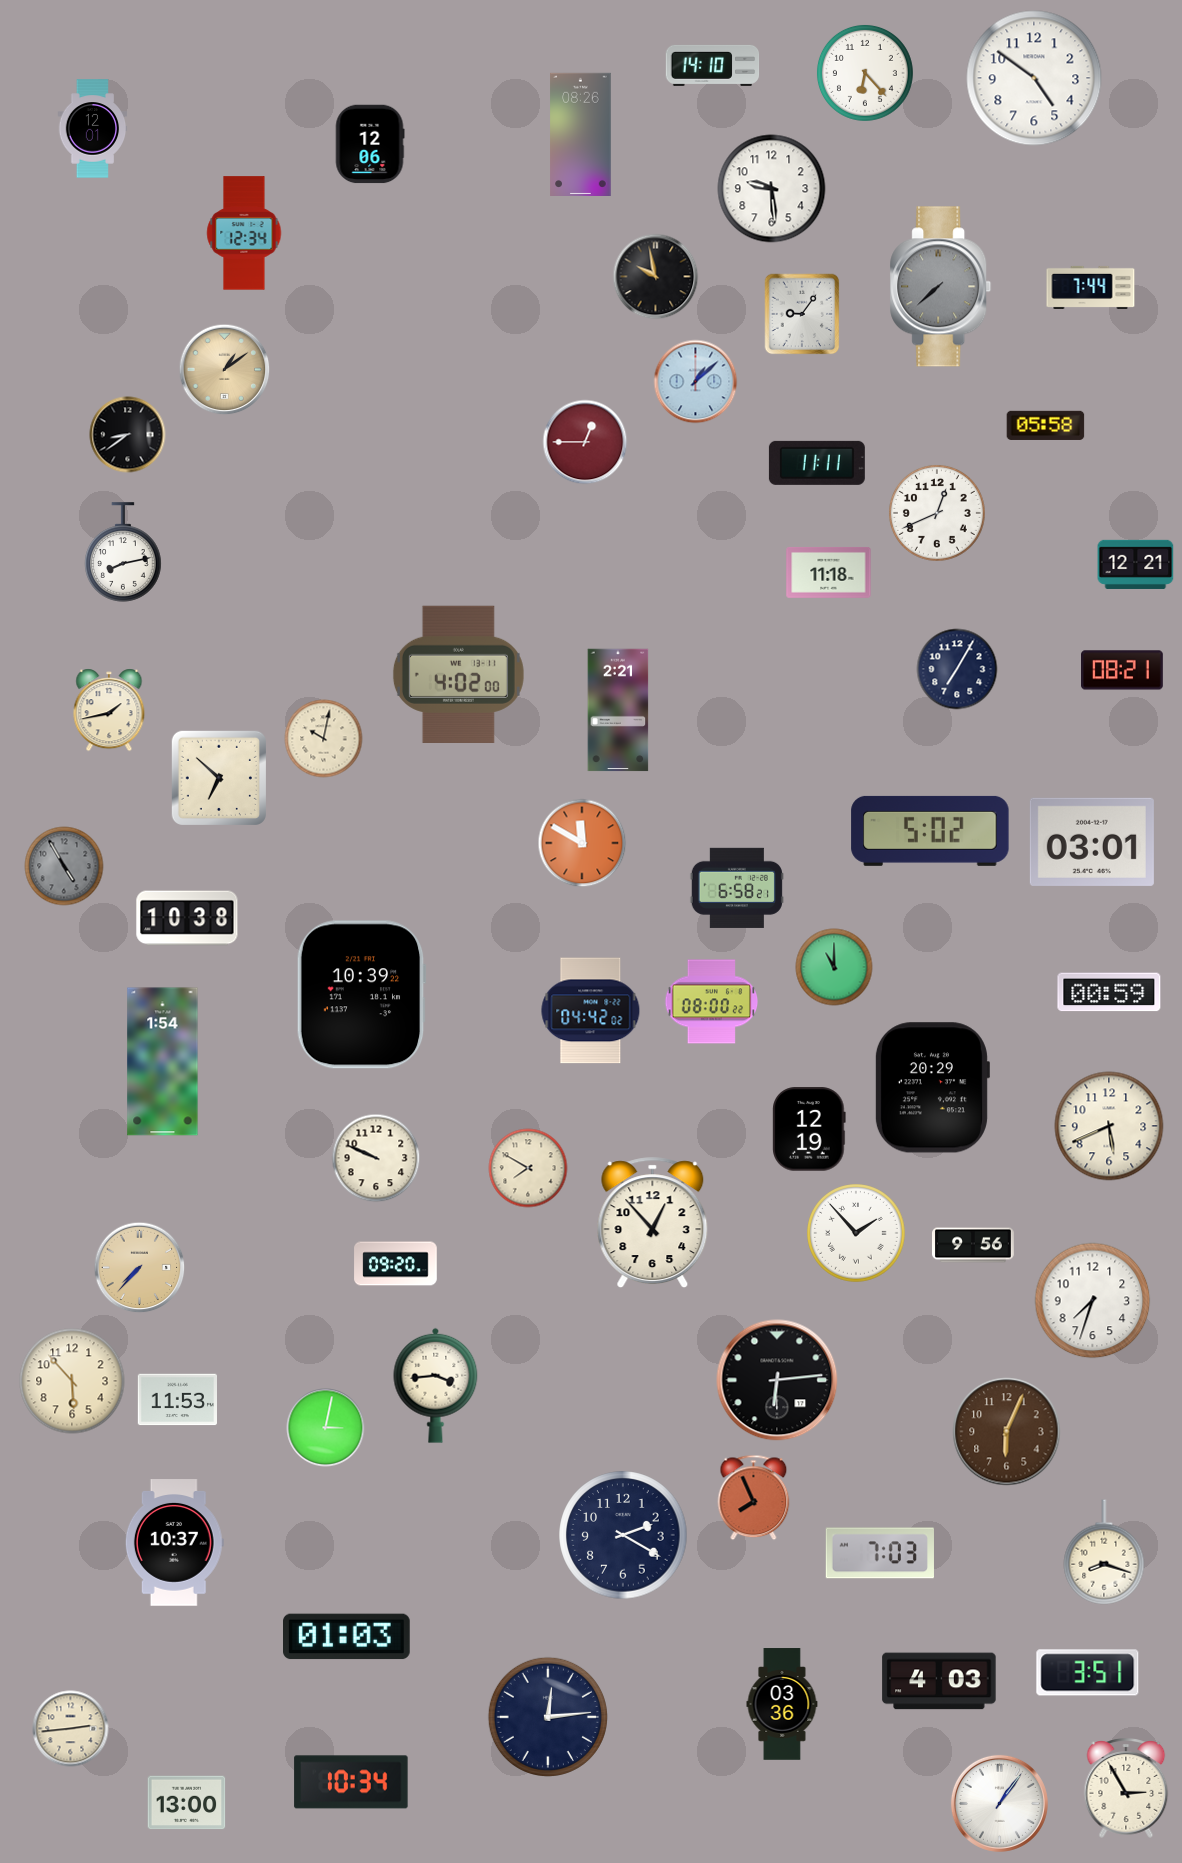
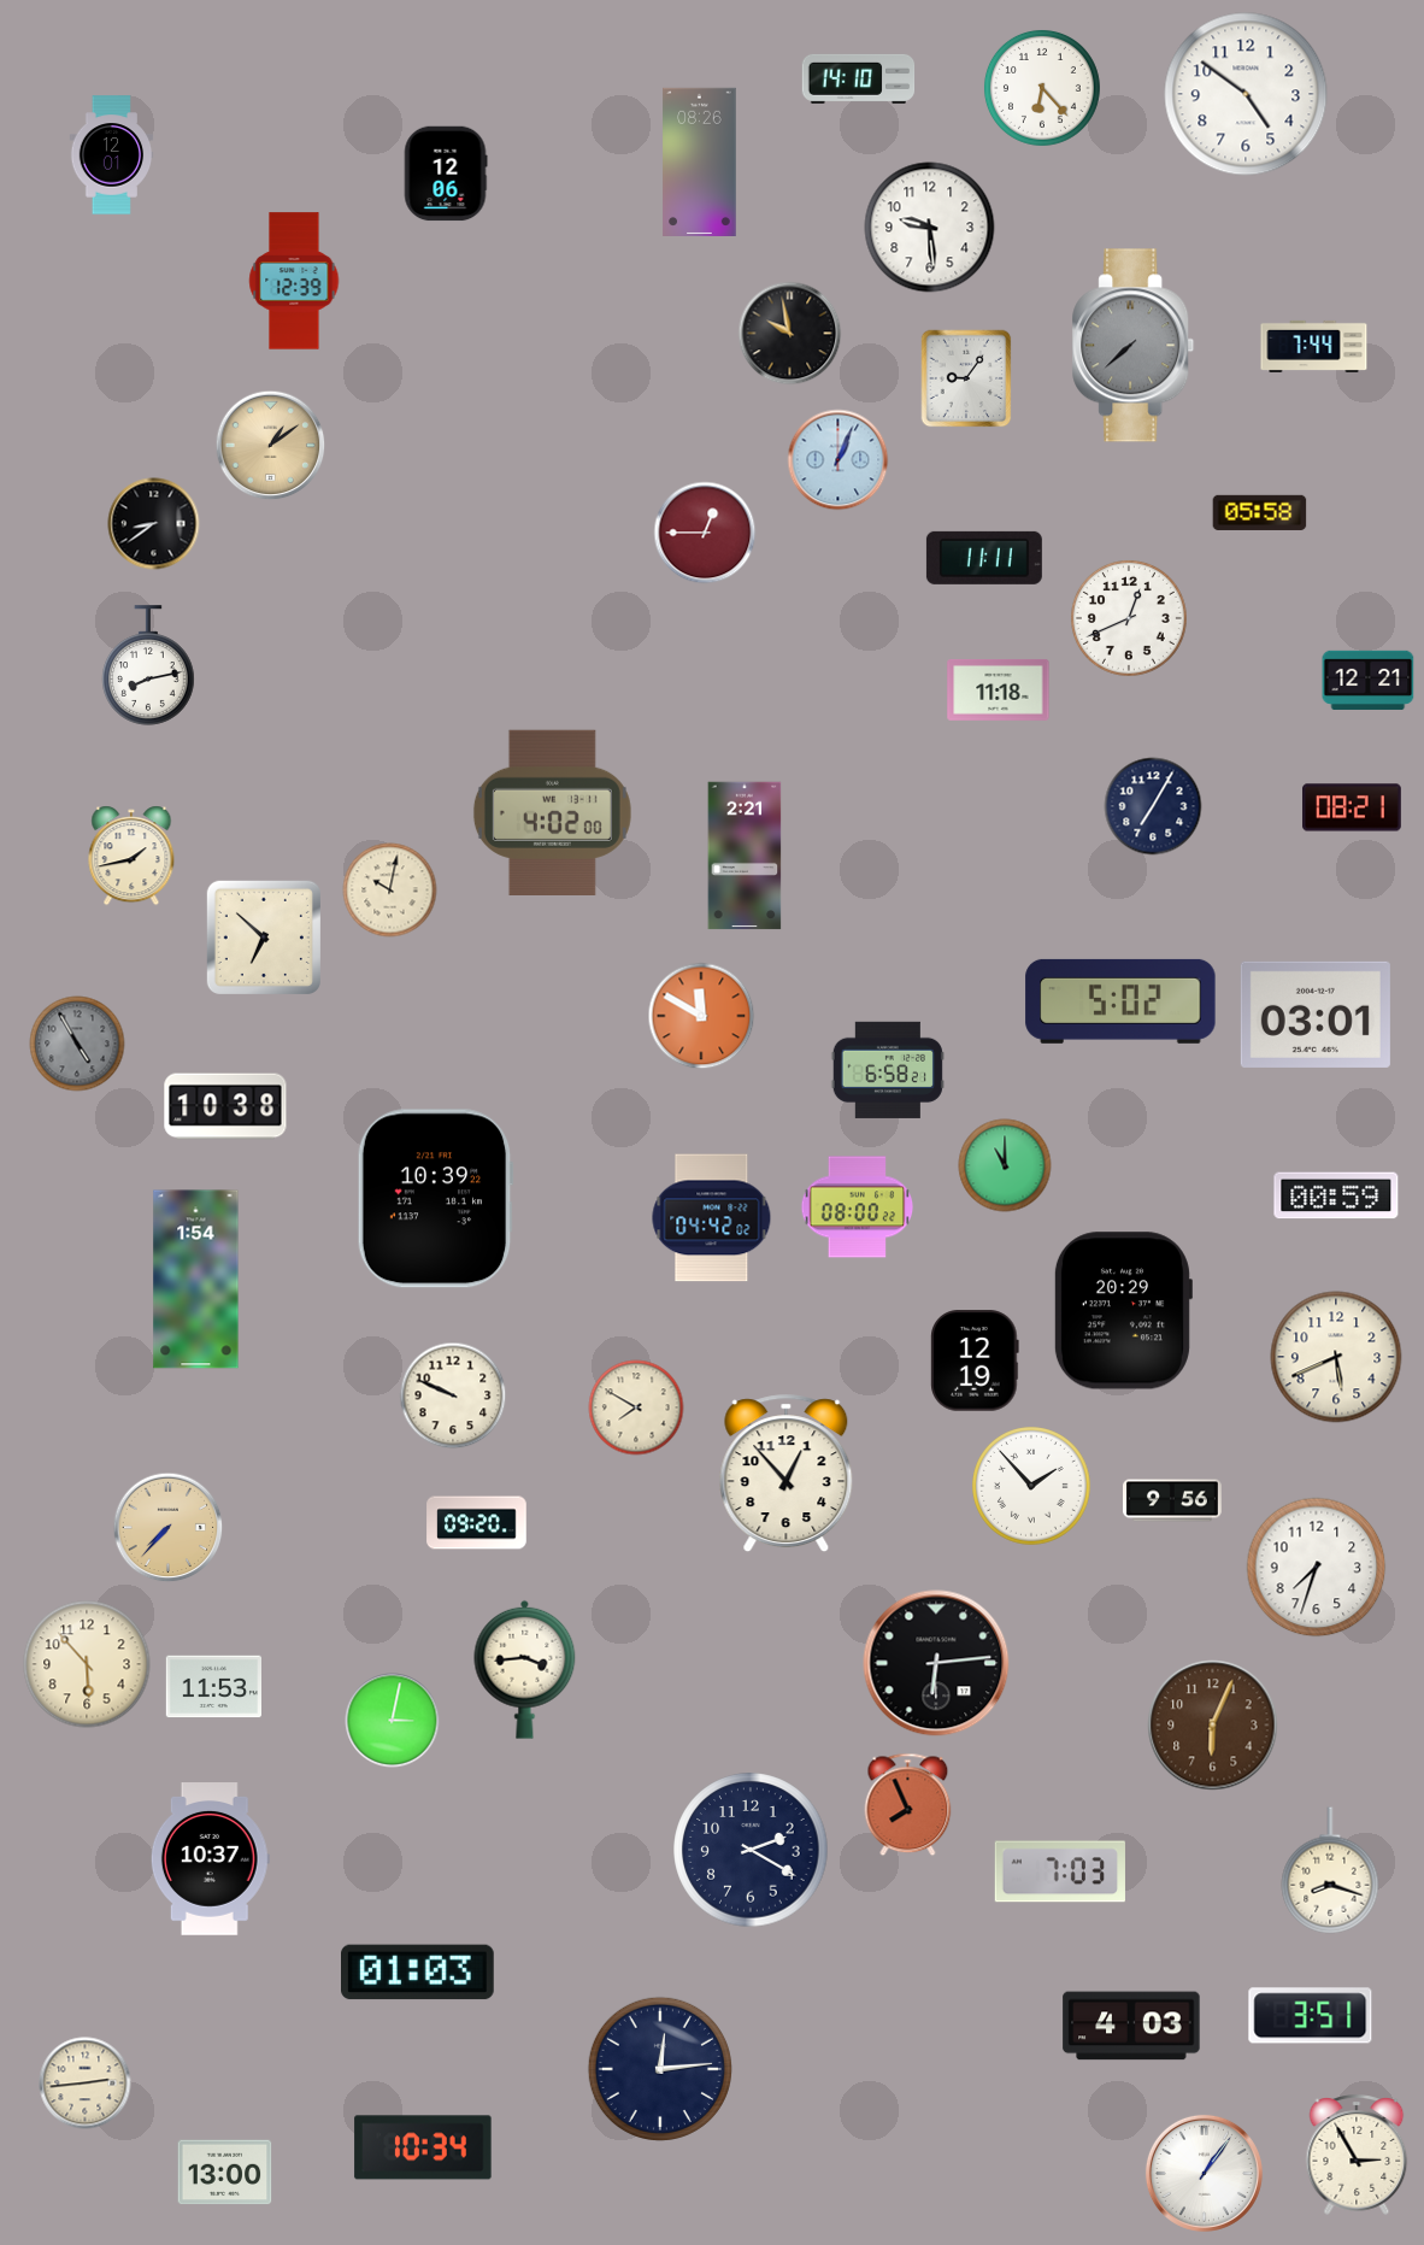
clock at (244, 233): 12:34 -> 12:39
clock at (696, 382): 1:08 -> 1:04
clock at (782, 1704): 03:36 -> none
